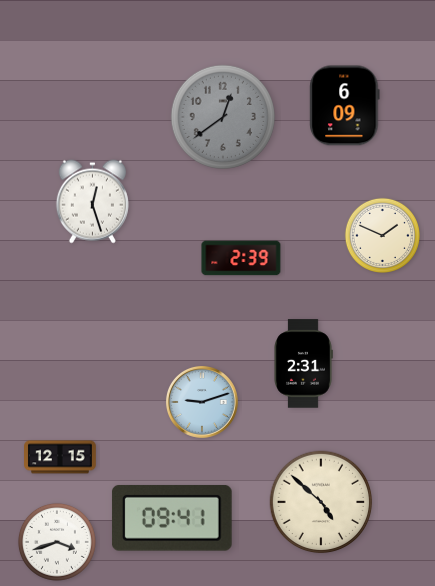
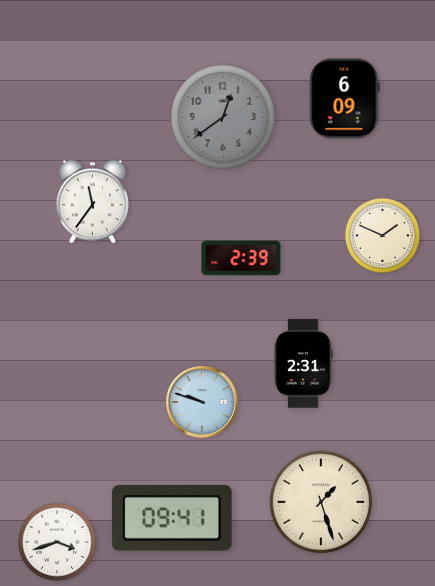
clock at (345, 106) position: (345, 106) -> (345, 99)
clock at (92, 202): 12:27 -> 11:36
clock at (202, 402): 9:12 -> 9:48
clock at (60, 457): 12:15 -> none
clock at (321, 502): 4:52 -> 1:27
